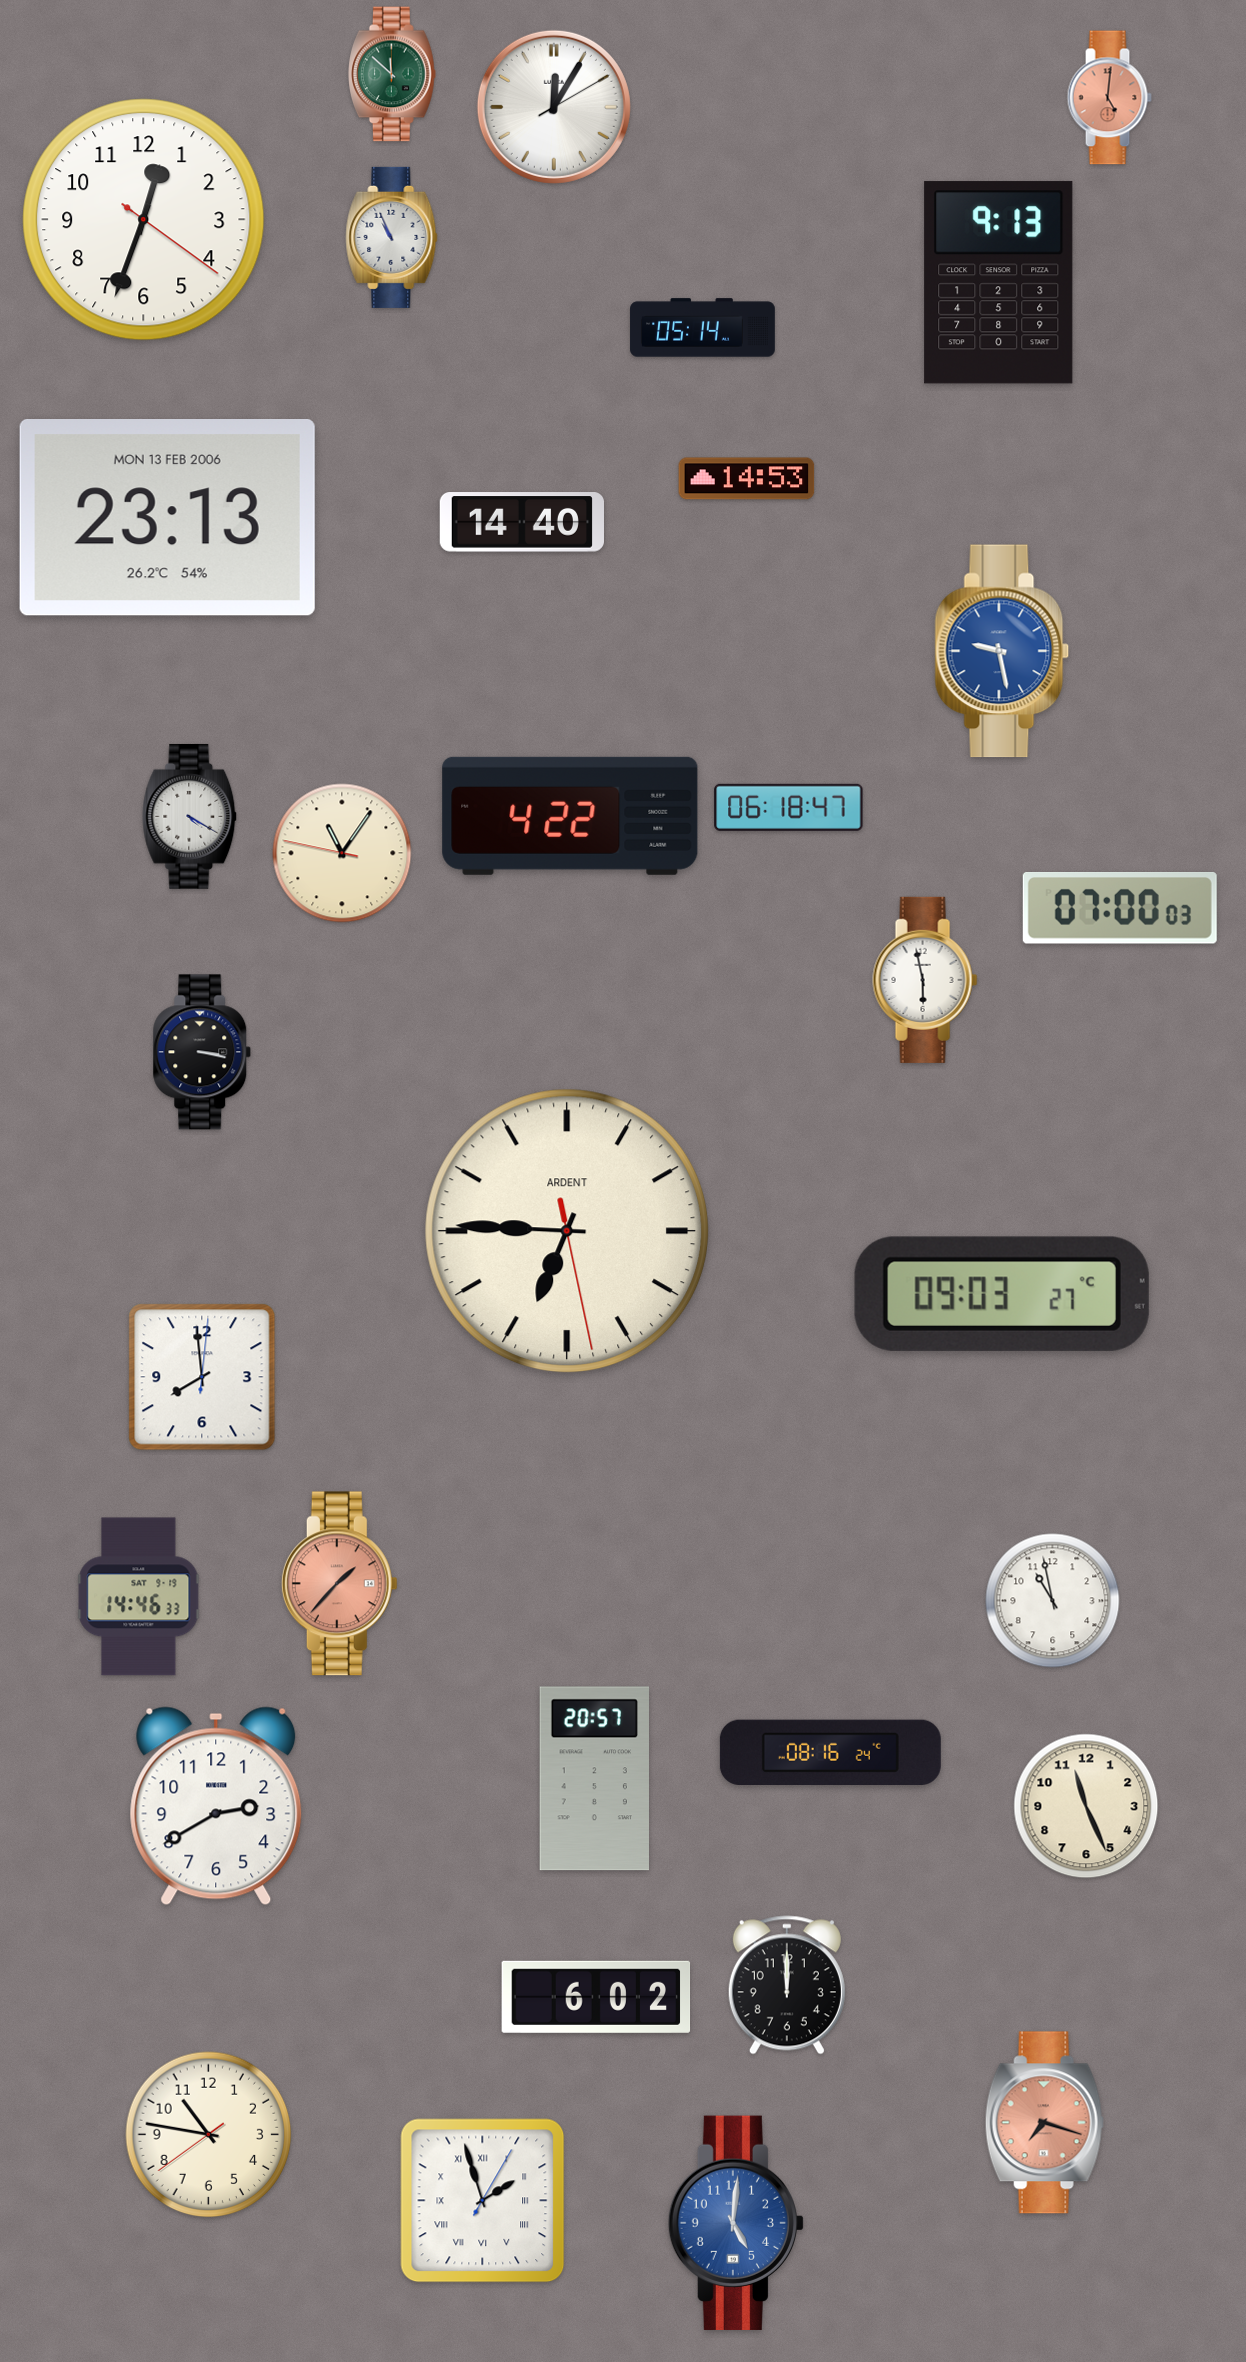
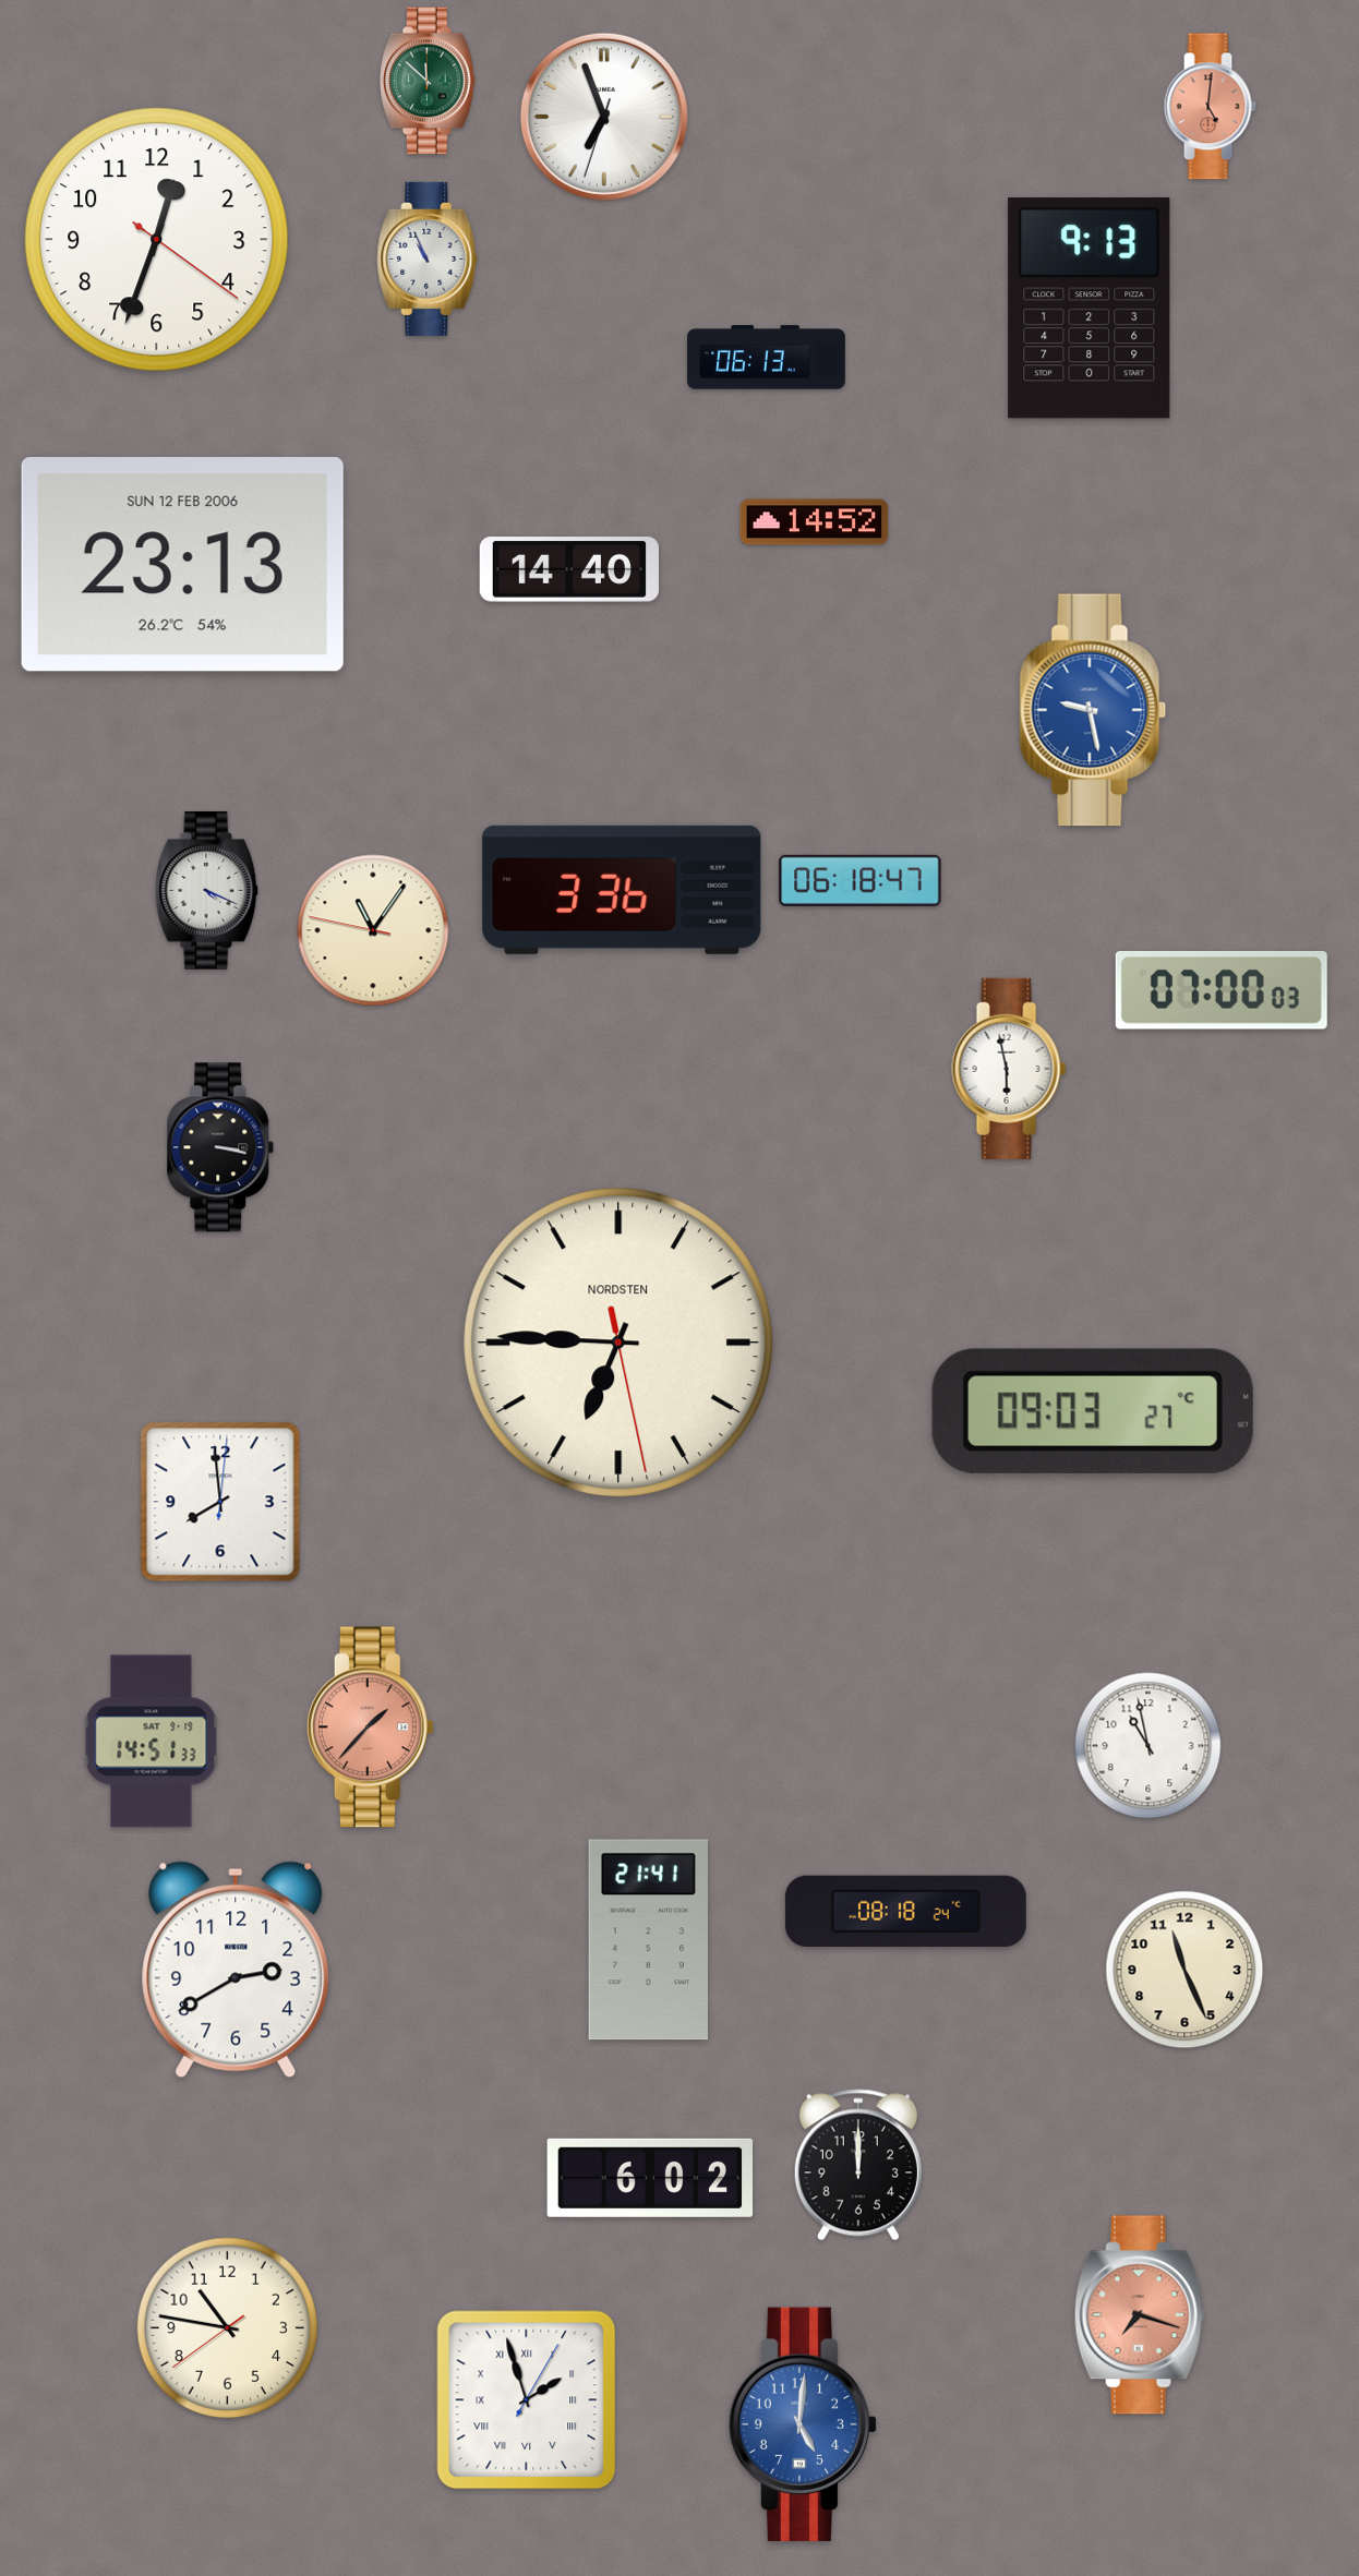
clock at (554, 107): 12:05 -> 6:56
clock at (703, 328): 05:14 -> 06:13
clock at (747, 479): 14:53 -> 14:52
clock at (167, 518) date: MON 13 FEB 2006 -> SUN 12 FEB 2006
clock at (190, 816): 4:20 -> 4:19
clock at (570, 816): 4:22 -> 3:36
clock at (567, 1231) brand: ARDENT -> NORDSTEN
clock at (139, 1597): 14:46 -> 14:51
clock at (830, 1752): 08:16 -> 08:18
clock at (594, 1779): 20:57 -> 21:41
